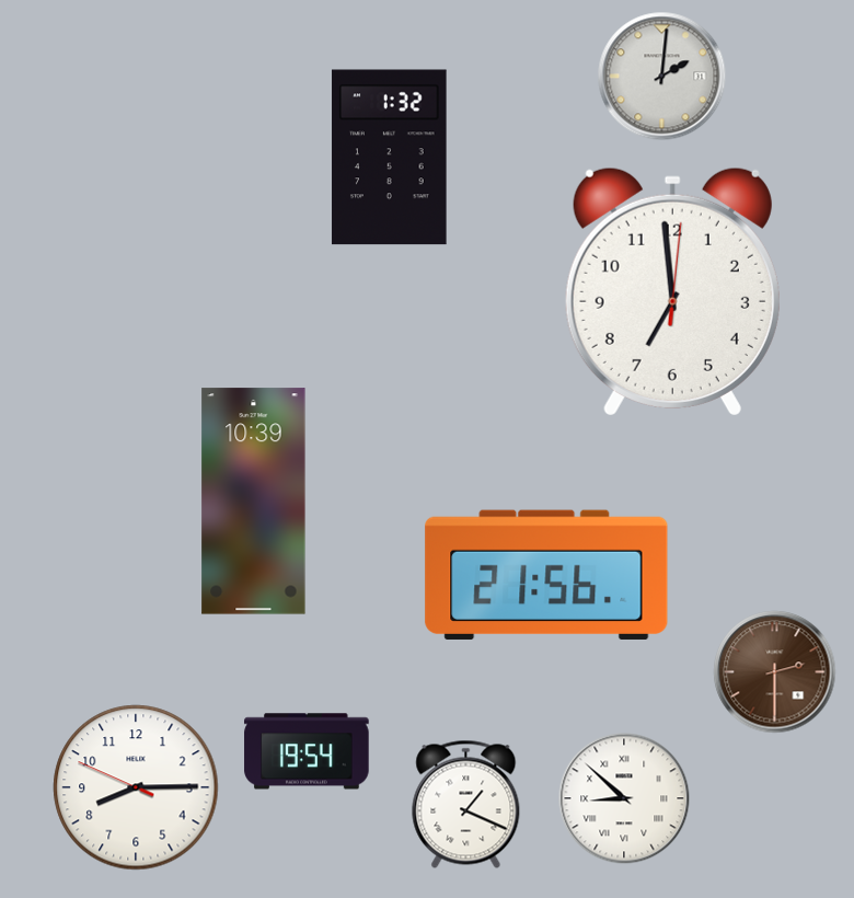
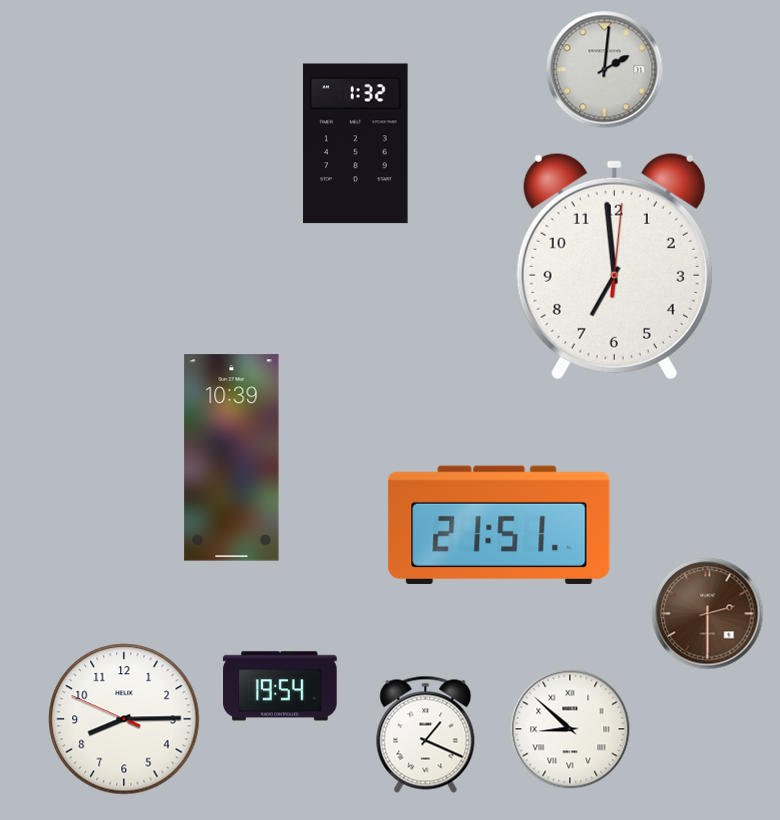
clock at (546, 575): 21:56 -> 21:51
